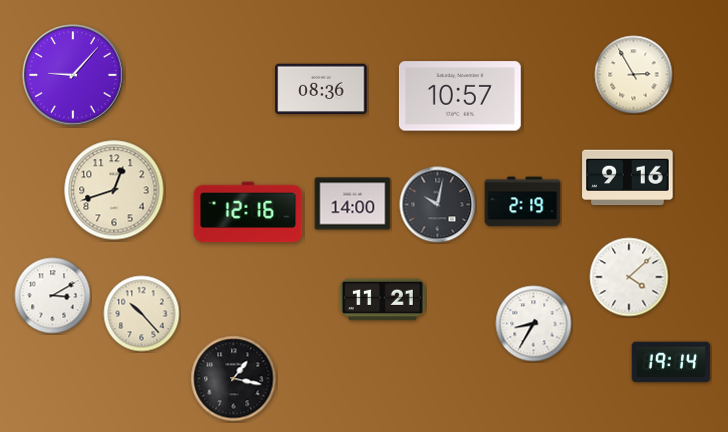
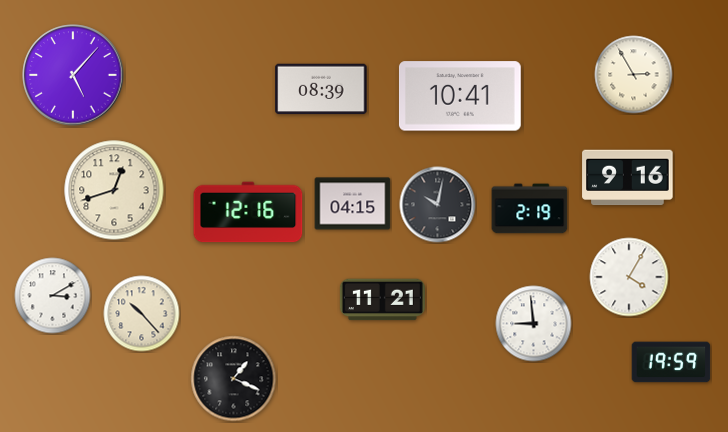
clock at (73, 75): 9:07 -> 5:07
clock at (321, 89): 08:36 -> 08:39
clock at (460, 96): 10:57 -> 10:41
clock at (523, 202) position: (523, 202) -> (530, 209)
clock at (353, 204): 14:00 -> 04:15
clock at (629, 277): 4:08 -> 4:05
clock at (534, 324): 8:35 -> 8:59
clock at (671, 362): 19:14 -> 19:59
clock at (234, 379): 1:17 -> 1:19
